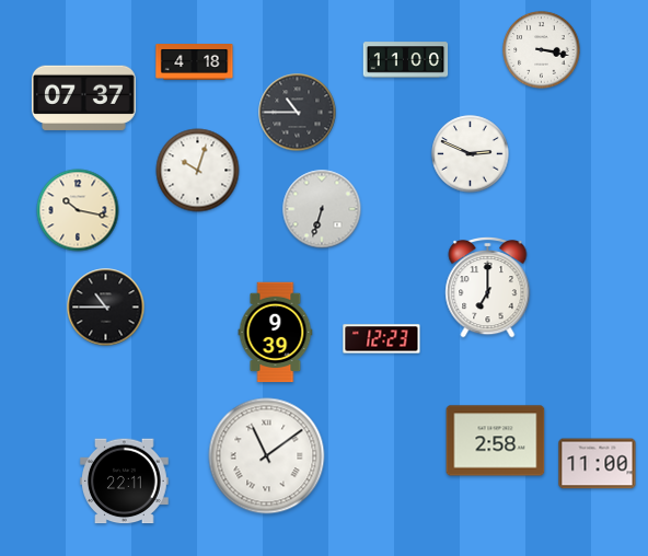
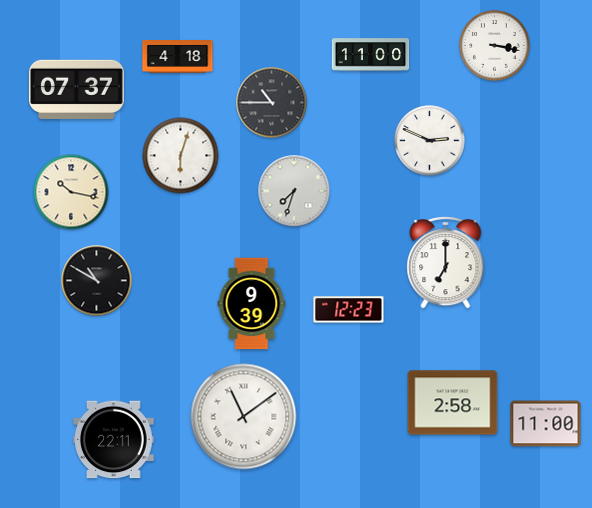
clock at (198, 171): 10:03 -> 6:03
clock at (322, 209): 6:33 -> 7:33
clock at (106, 308): 10:45 -> 10:50
